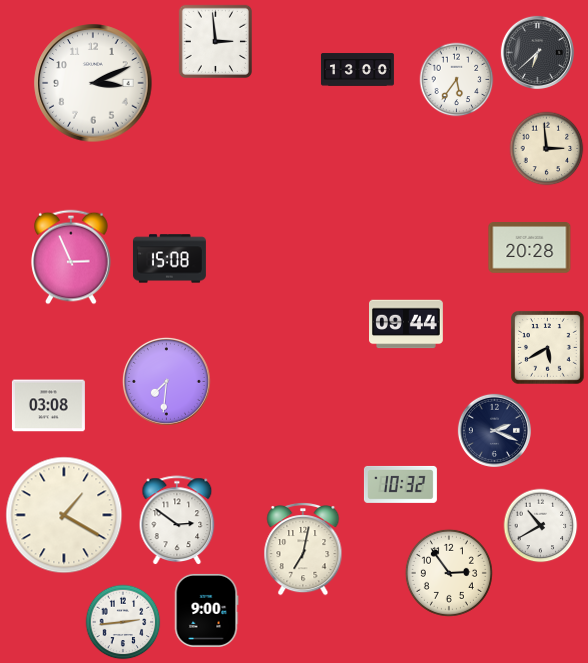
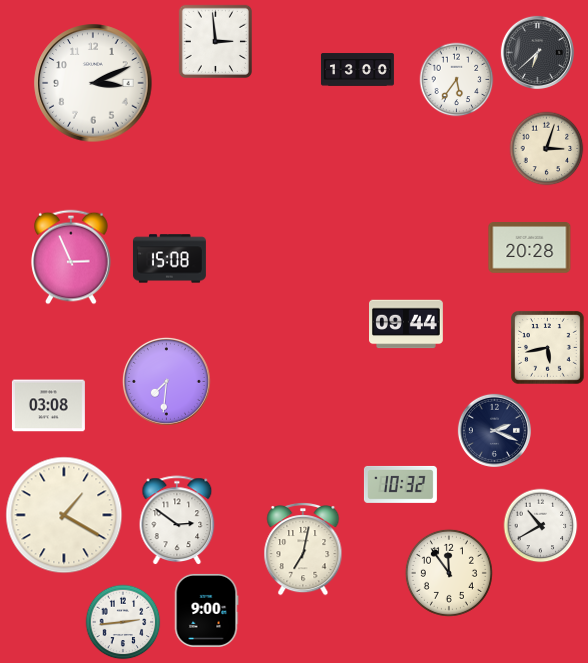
clock at (547, 149): 2:59 -> 3:03
clock at (548, 348): 5:40 -> 5:43
clock at (449, 573): 2:54 -> 11:54
